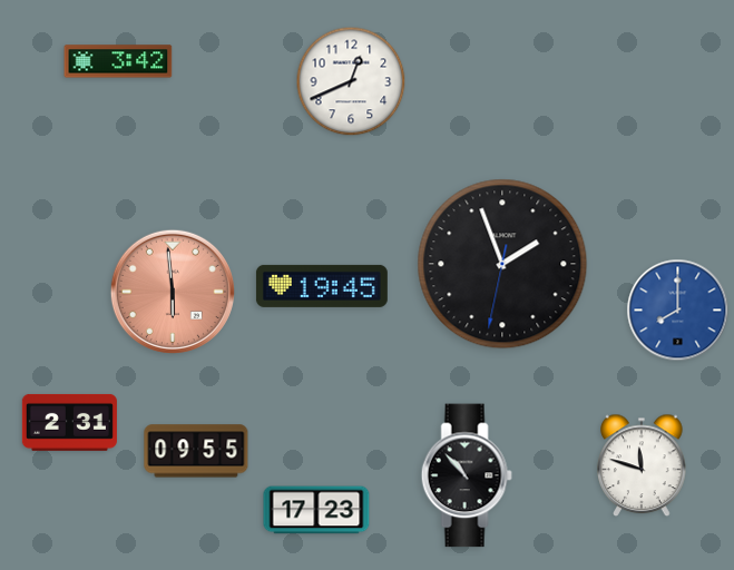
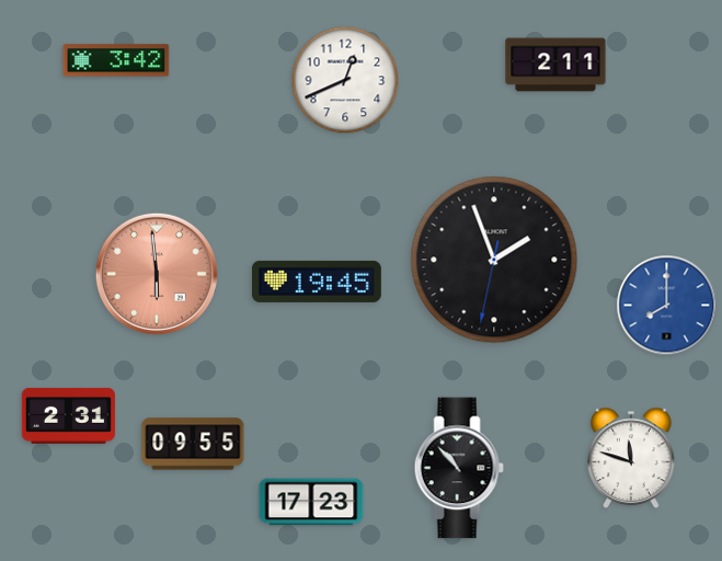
clock at (555, 65): none -> 2:11
clock at (173, 292) position: (173, 292) -> (157, 274)
